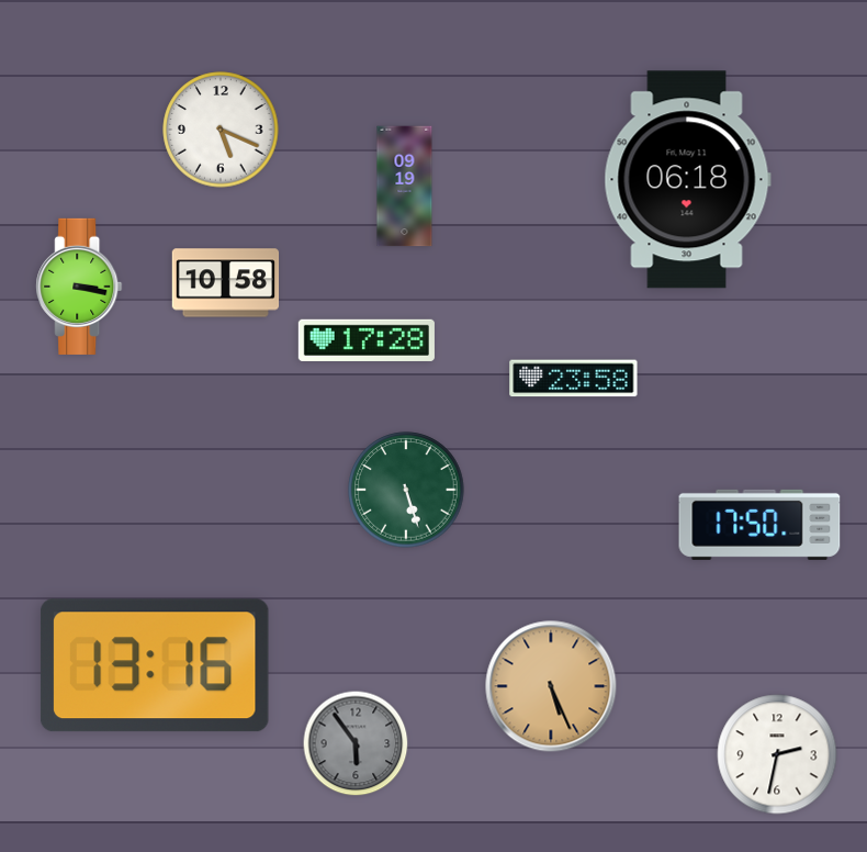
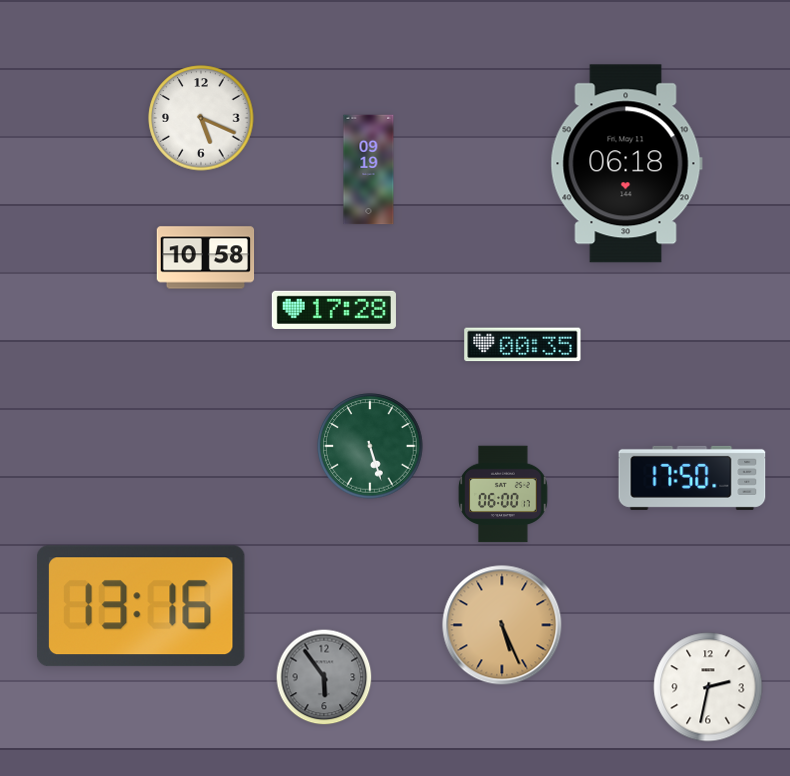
clock at (79, 287): 3:17 -> none
clock at (574, 379): 23:58 -> 00:35
clock at (503, 494): none -> 06:00
